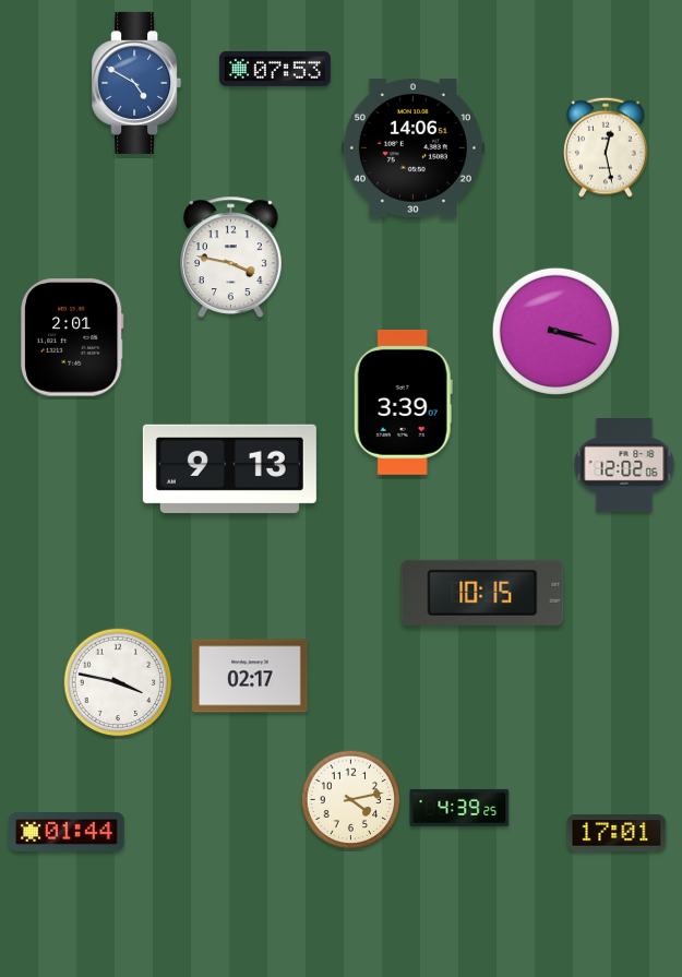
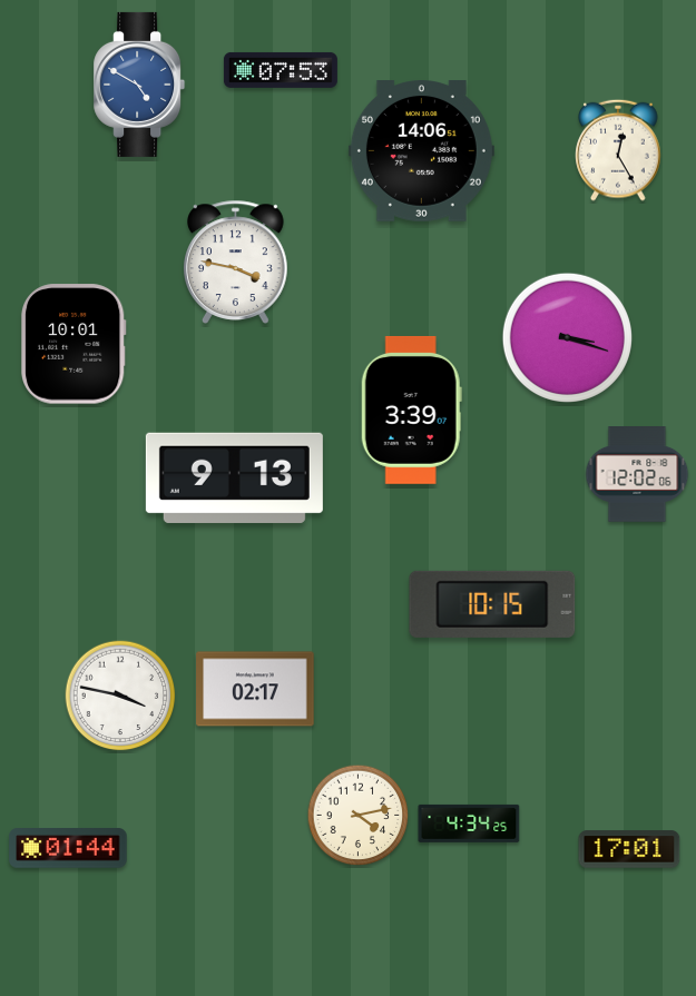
clock at (606, 147): 12:28 -> 12:25
clock at (72, 337): 2:01 -> 10:01
clock at (459, 808): 4:39 -> 4:34
